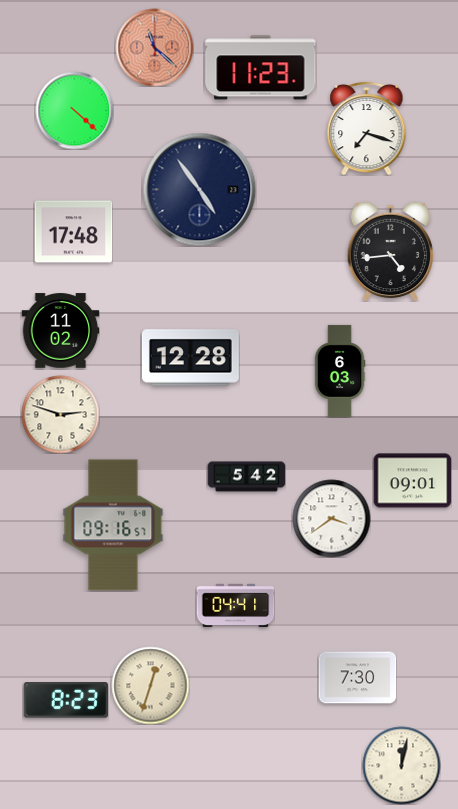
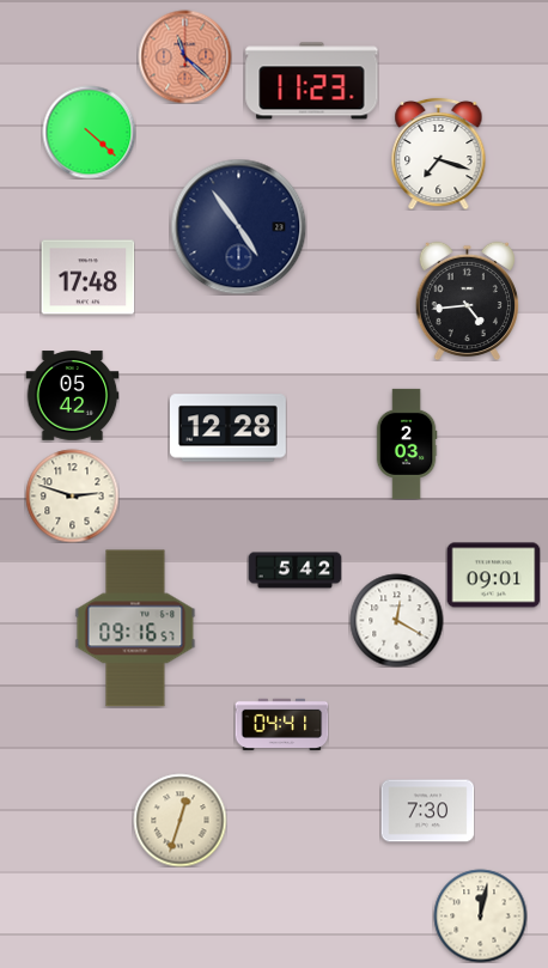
clock at (60, 331): 11:02 -> 05:42
clock at (340, 371): 6:03 -> 2:03
clock at (331, 518): 3:39 -> 12:20
clock at (65, 700): 8:23 -> none
